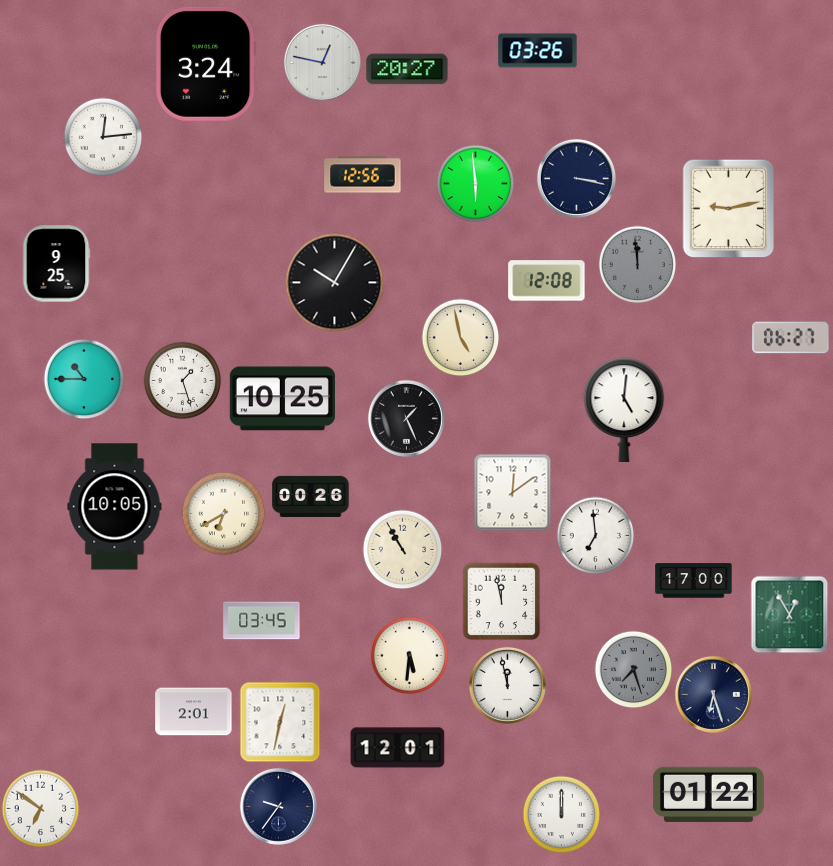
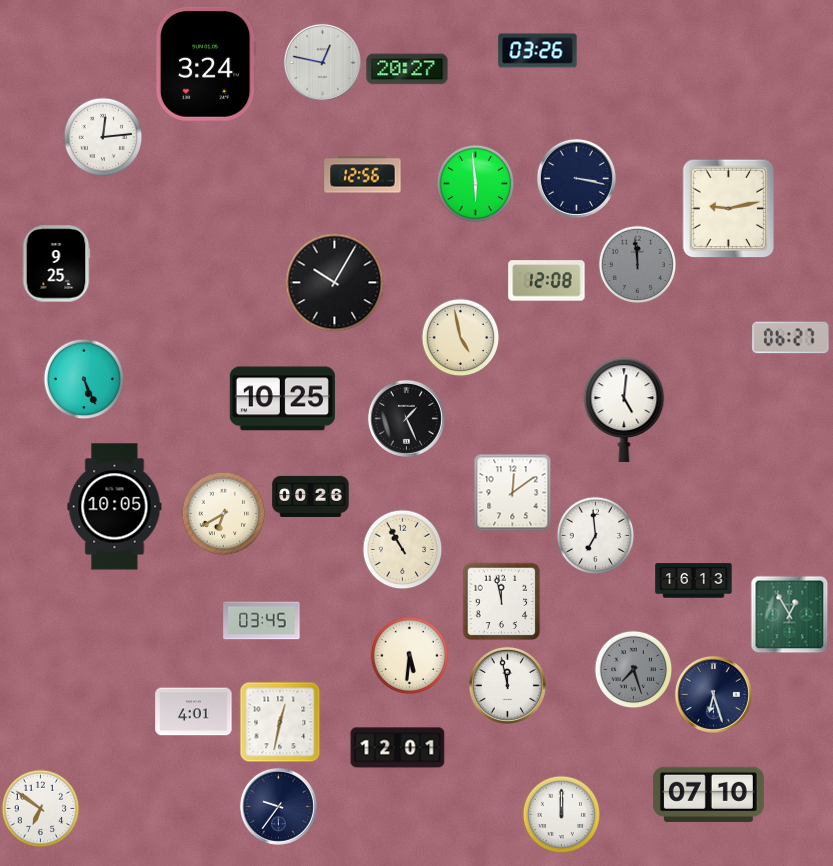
clock at (84, 379): 10:45 -> 5:26
clock at (182, 380): 1:27 -> none
clock at (694, 581): 17:00 -> 16:13
clock at (194, 712): 2:01 -> 4:01
clock at (708, 794): 01:22 -> 07:10
